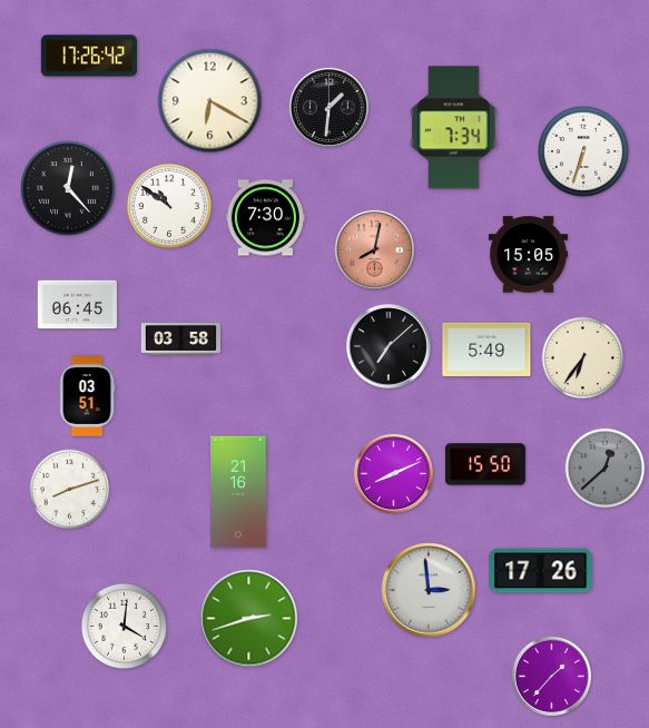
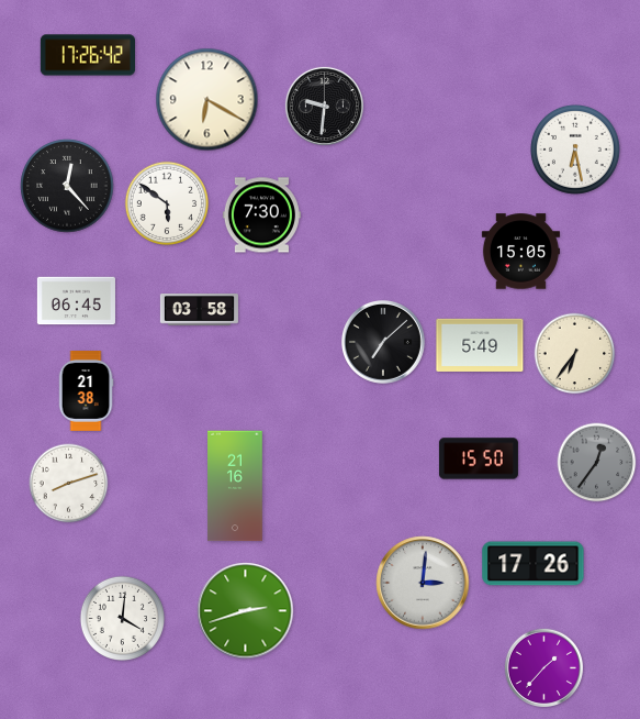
clock at (328, 107): 1:31 -> 9:31
clock at (454, 128): 7:34 -> none
clock at (583, 151): 6:33 -> 6:28
clock at (169, 206): 10:51 -> 5:51
clock at (374, 249): 8:02 -> none
clock at (180, 340) position: (180, 340) -> (199, 310)
clock at (87, 396): 03:51 -> 21:38
clock at (606, 469): 12:38 -> 12:36
clock at (393, 473): 8:11 -> none
clock at (429, 590): 2:59 -> 3:01
